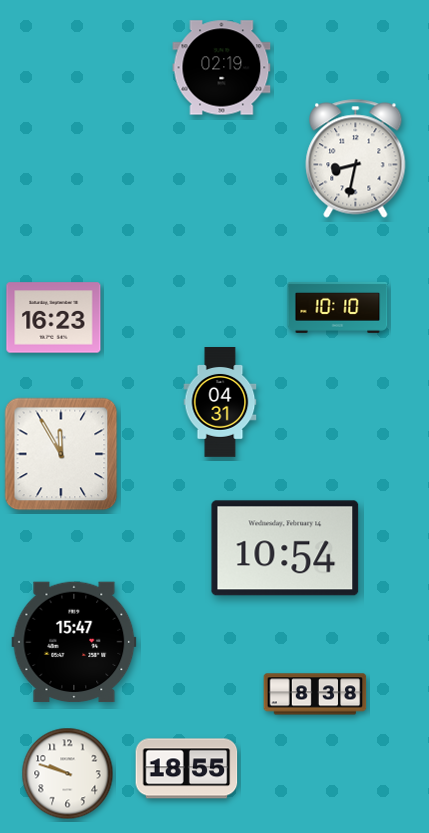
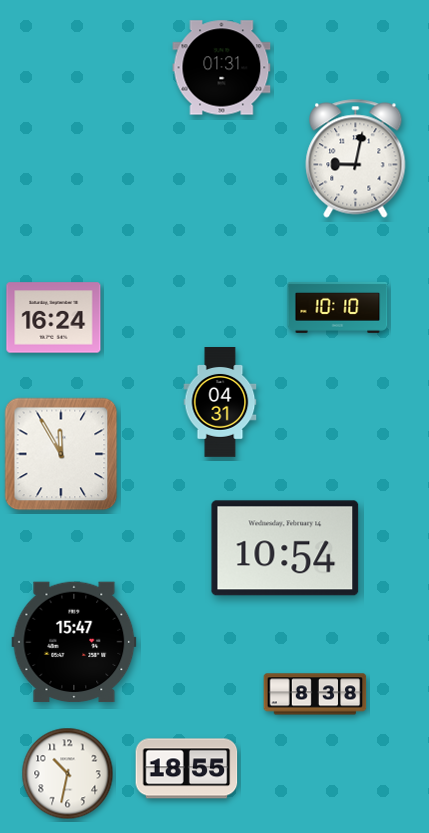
clock at (222, 68): 02:19 -> 01:31
clock at (356, 159): 8:32 -> 9:02
clock at (54, 318): 16:23 -> 16:24
clock at (68, 774): 9:48 -> 10:32
